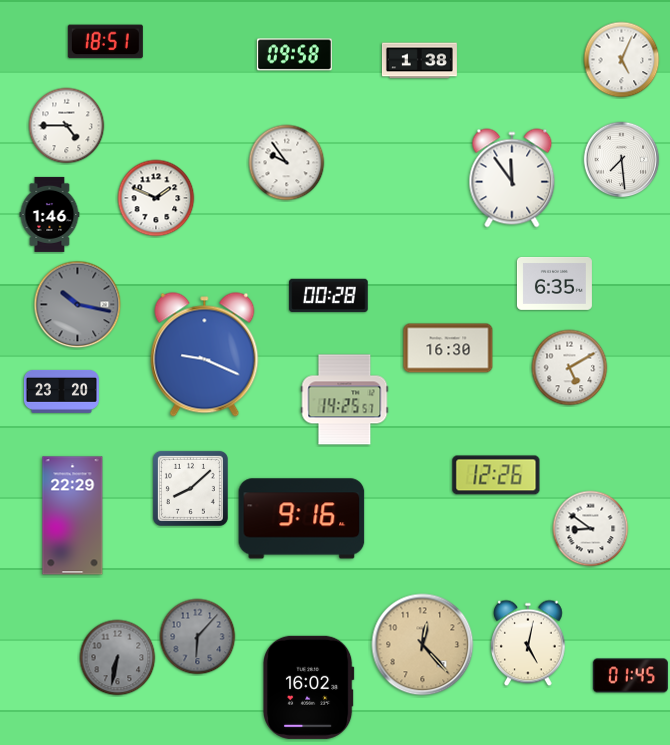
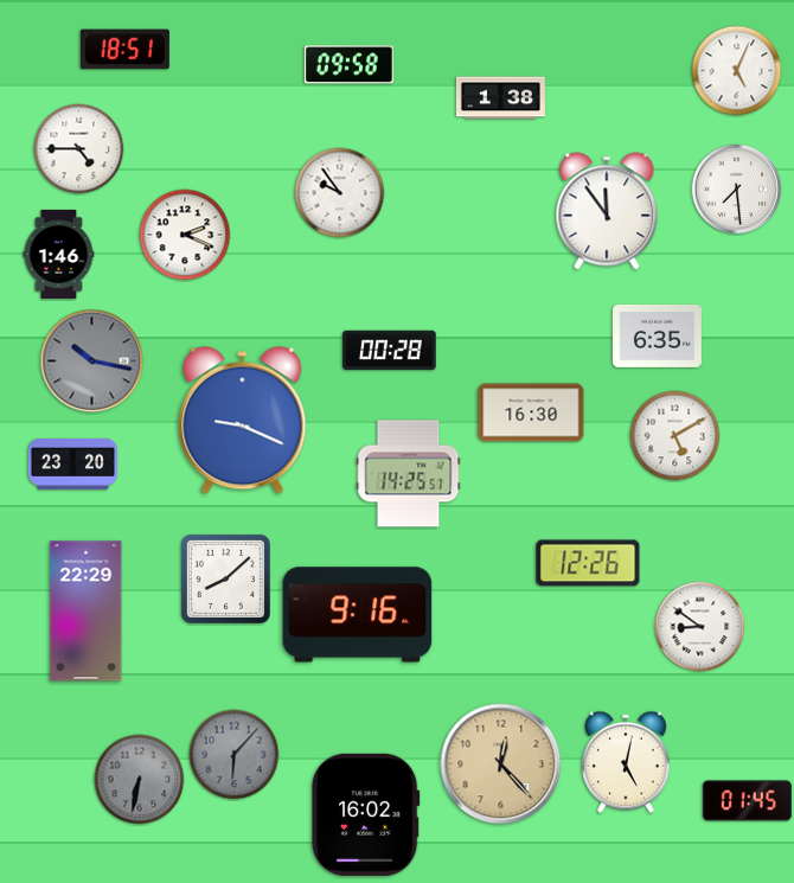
clock at (419, 61) position: (419, 61) -> (500, 98)
clock at (156, 198): 1:49 -> 2:19
